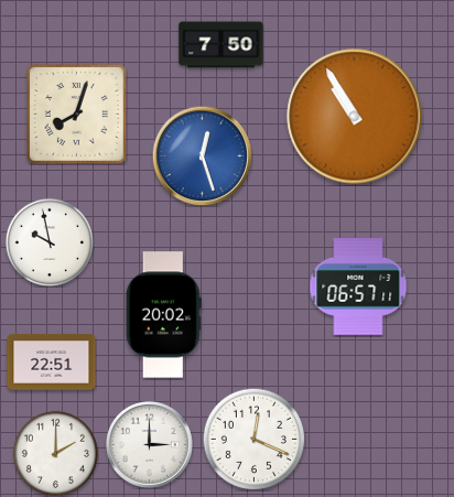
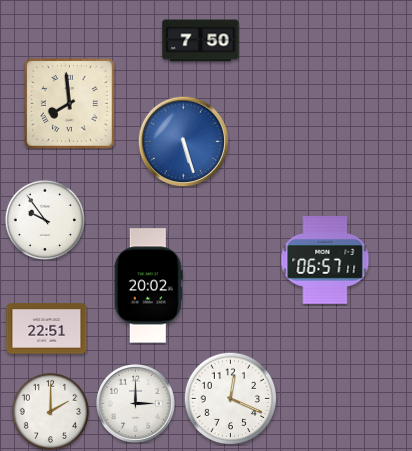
clock at (76, 114): 8:03 -> 7:59
clock at (355, 117): 10:55 -> none
clock at (202, 155): 12:27 -> 5:27
clock at (50, 242): 9:58 -> 9:54
